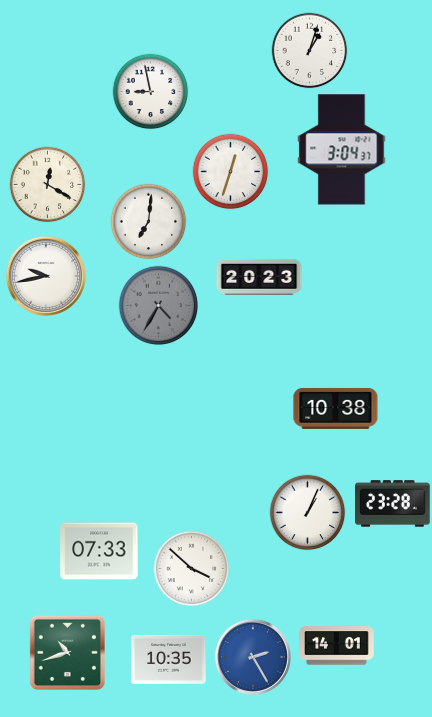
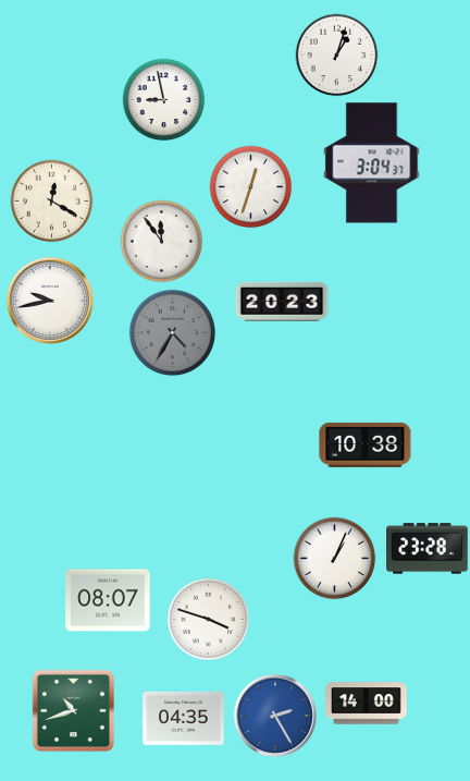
clock at (149, 222): 7:01 -> 11:54
clock at (99, 551): 07:33 -> 08:07
clock at (192, 569): 3:52 -> 3:48
clock at (337, 646): 14:01 -> 14:00
clock at (169, 659): 10:35 -> 04:35
